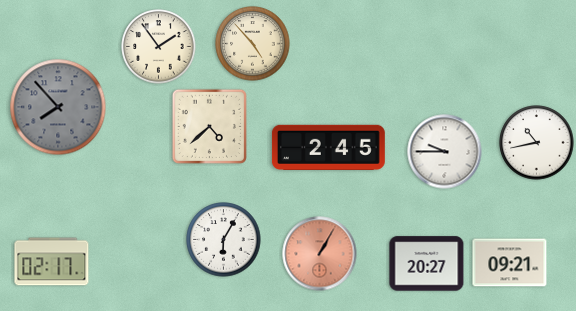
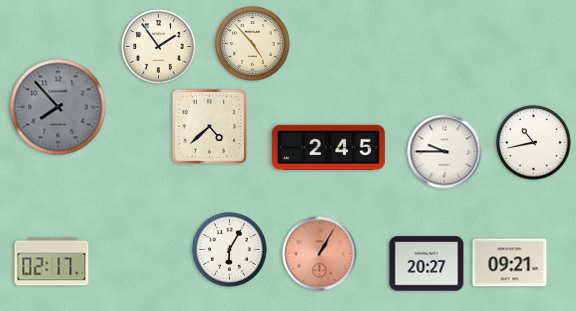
clock at (537, 143) position: (537, 143) -> (534, 143)
clock at (224, 240) position: (224, 240) -> (230, 250)
